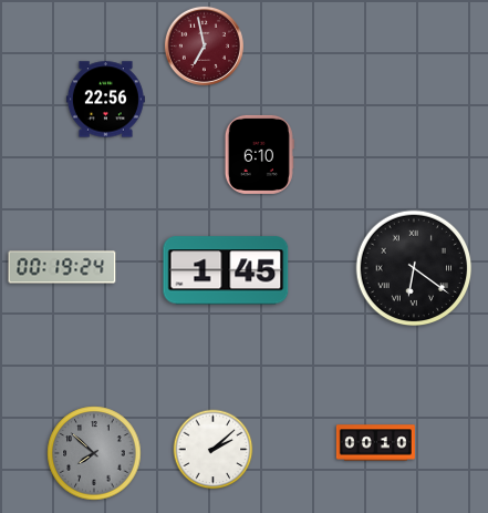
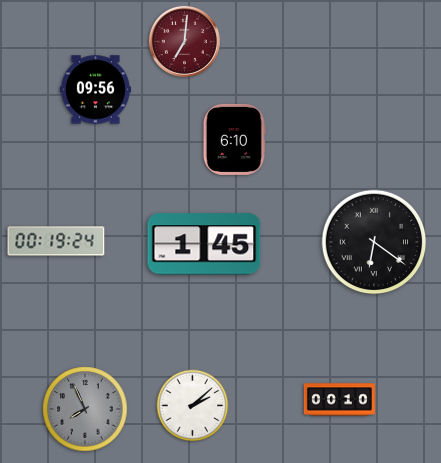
clock at (204, 45): 6:58 -> 7:01
clock at (105, 100): 22:56 -> 09:56
clock at (94, 453): 7:52 -> 7:56
